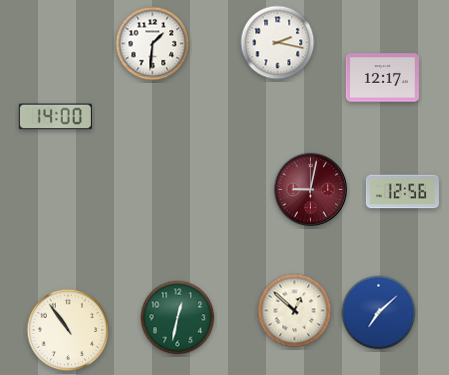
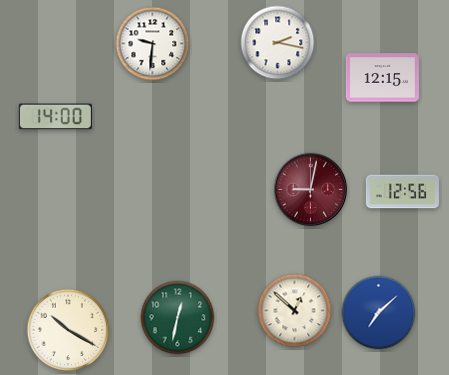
clock at (153, 44): 1:31 -> 9:31
clock at (382, 78): 12:17 -> 12:15
clock at (68, 330): 10:54 -> 10:20
